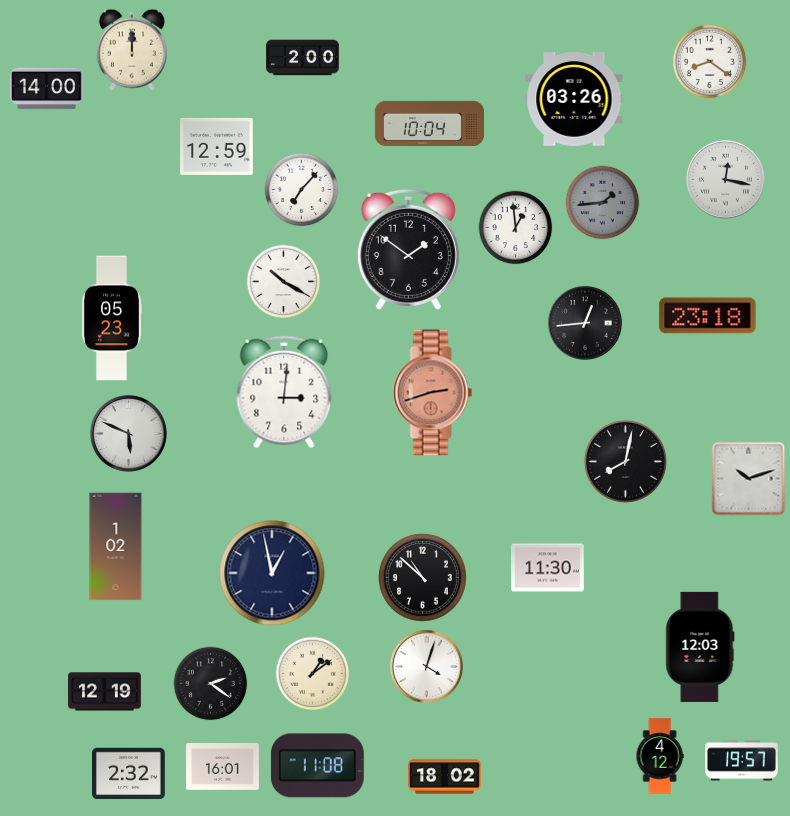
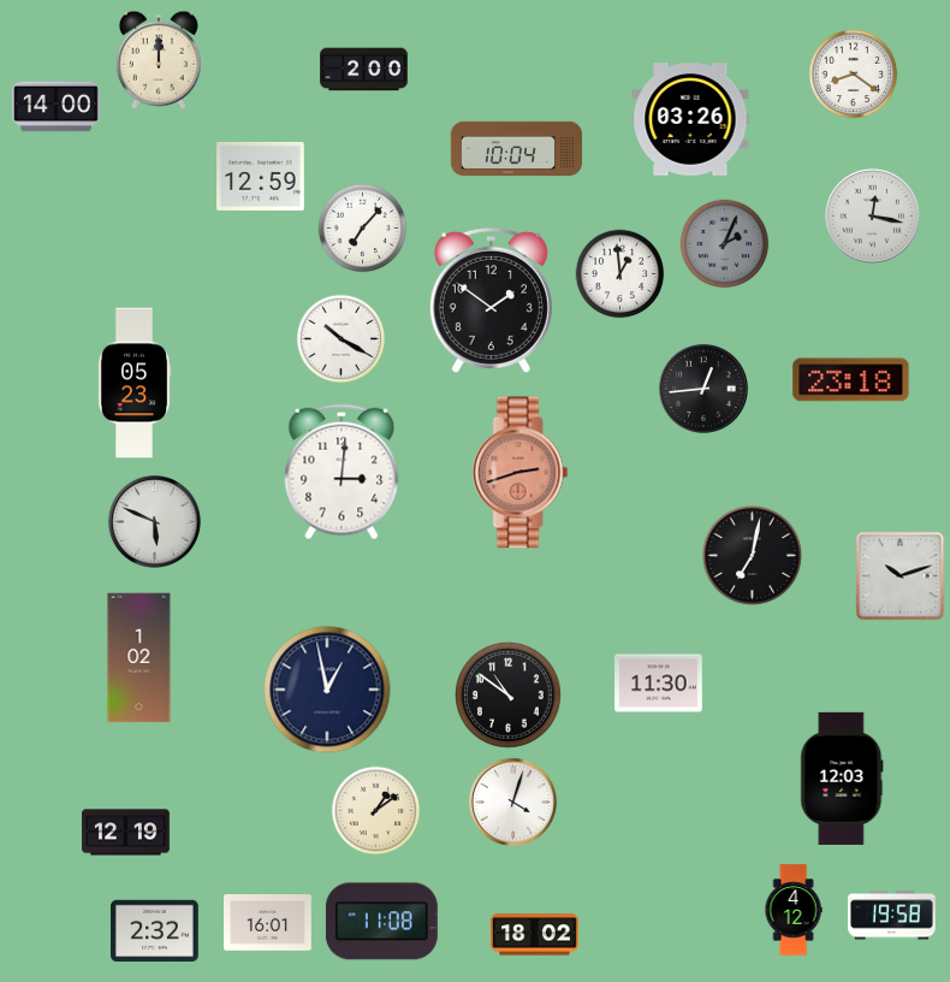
clock at (603, 203): 1:44 -> 2:04
clock at (625, 461): 8:02 -> 7:02
clock at (423, 578): 10:52 -> 10:51
clock at (211, 684): 2:21 -> none
clock at (742, 761): 19:57 -> 19:58
